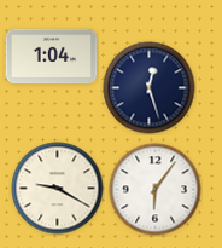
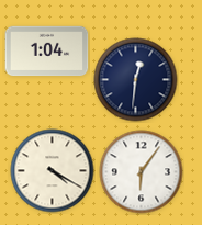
clock at (150, 88): 12:27 -> 12:31
clock at (58, 189): 9:20 -> 4:20
